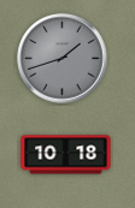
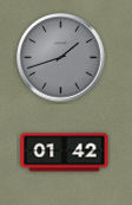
clock at (66, 155): 10:18 -> 01:42
